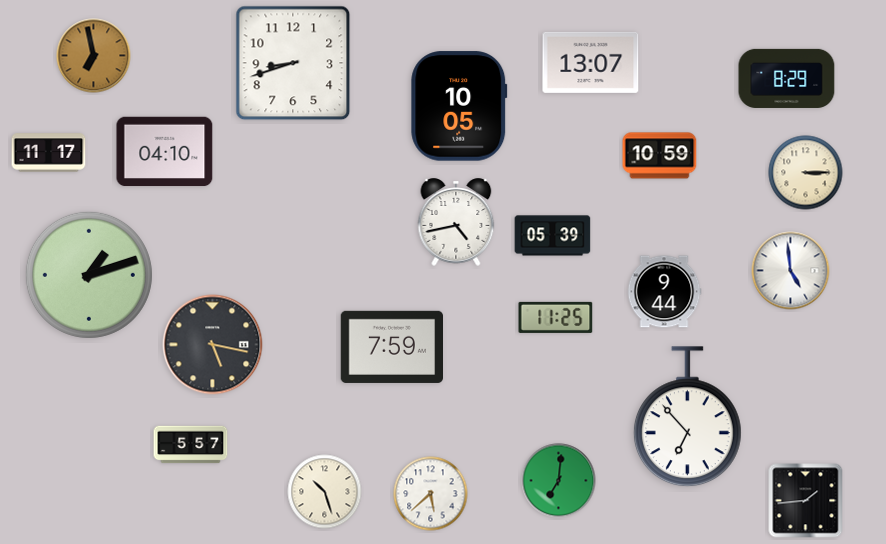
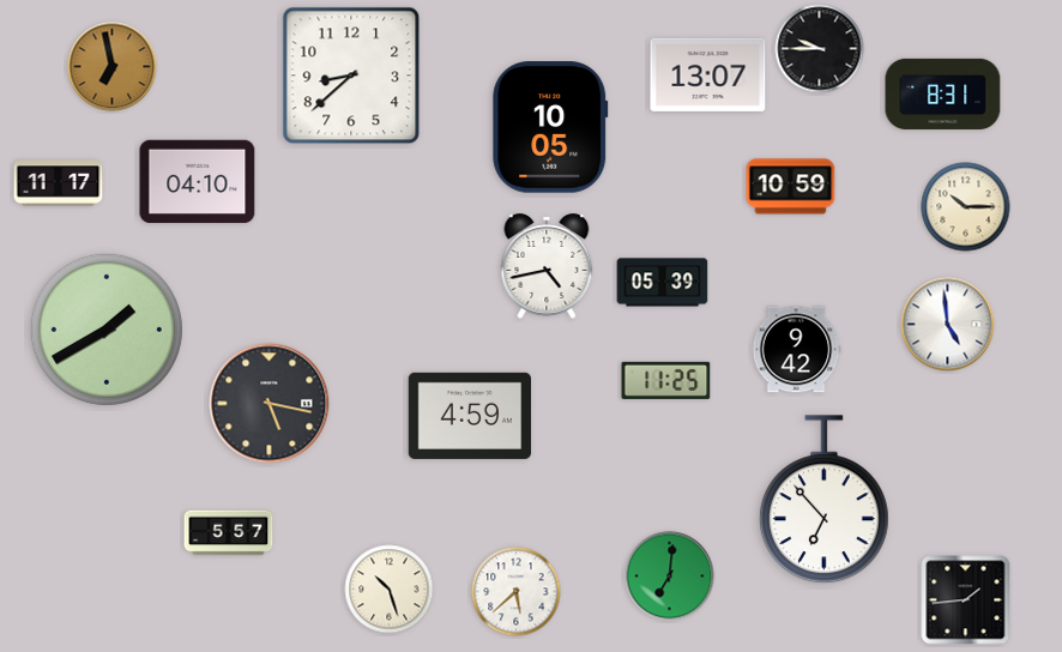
clock at (820, 49): none -> 9:45
clock at (293, 63): 8:42 -> 8:38
clock at (787, 78): 8:29 -> 8:31
clock at (806, 173): 3:15 -> 10:15
clock at (89, 275): 1:12 -> 1:40
clock at (664, 292): 9:44 -> 9:42
clock at (213, 345) position: (213, 345) -> (270, 404)
clock at (391, 347): 7:59 -> 4:59
